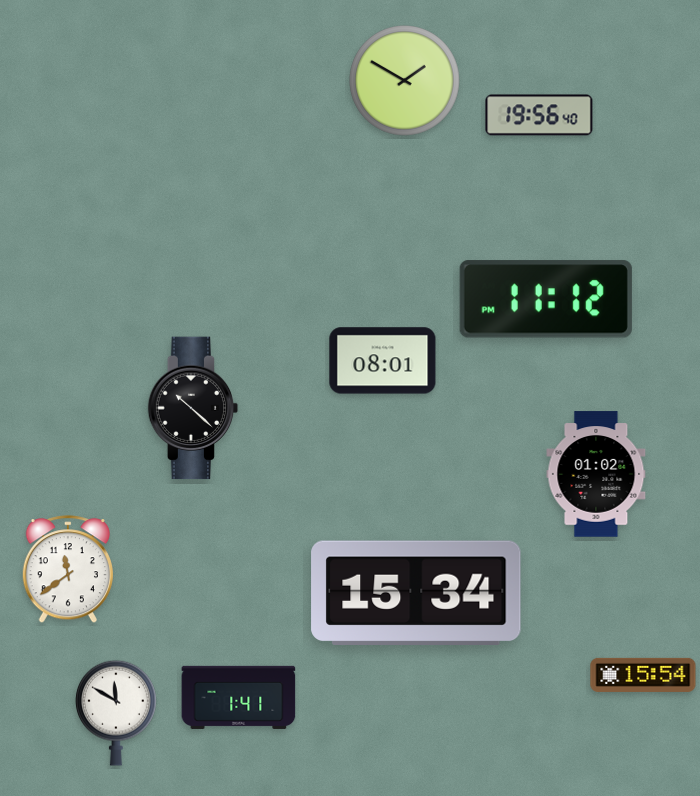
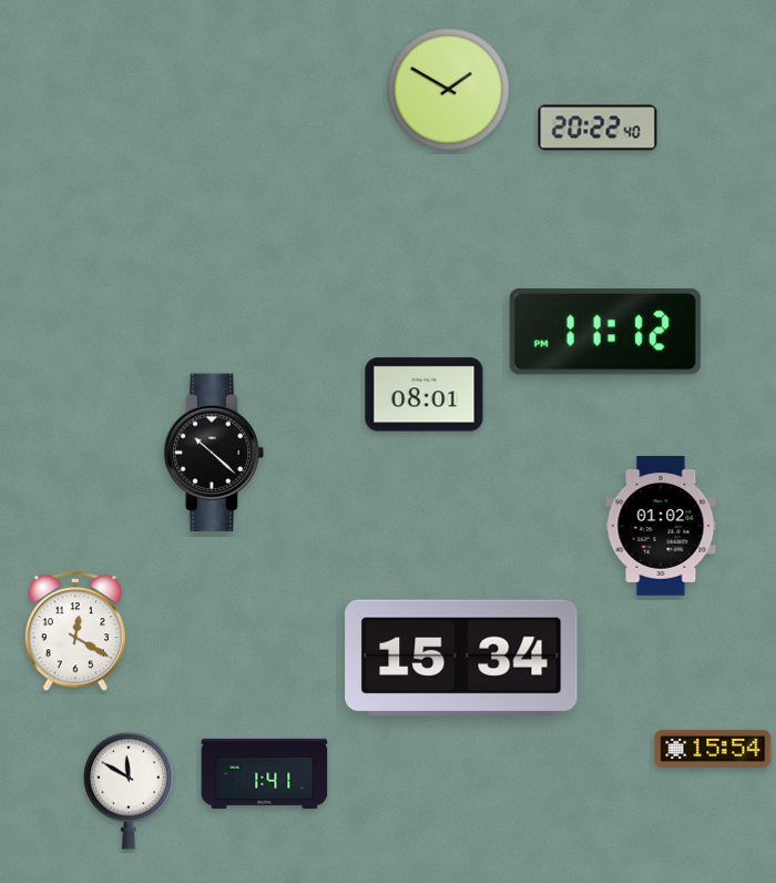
clock at (539, 115): 19:56 -> 20:22
clock at (383, 361) position: (383, 361) -> (425, 395)
clock at (68, 570): 11:39 -> 12:20
